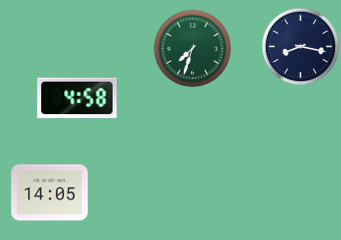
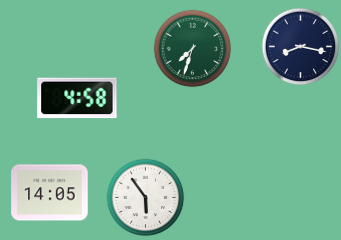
clock at (145, 197): none -> 5:54
